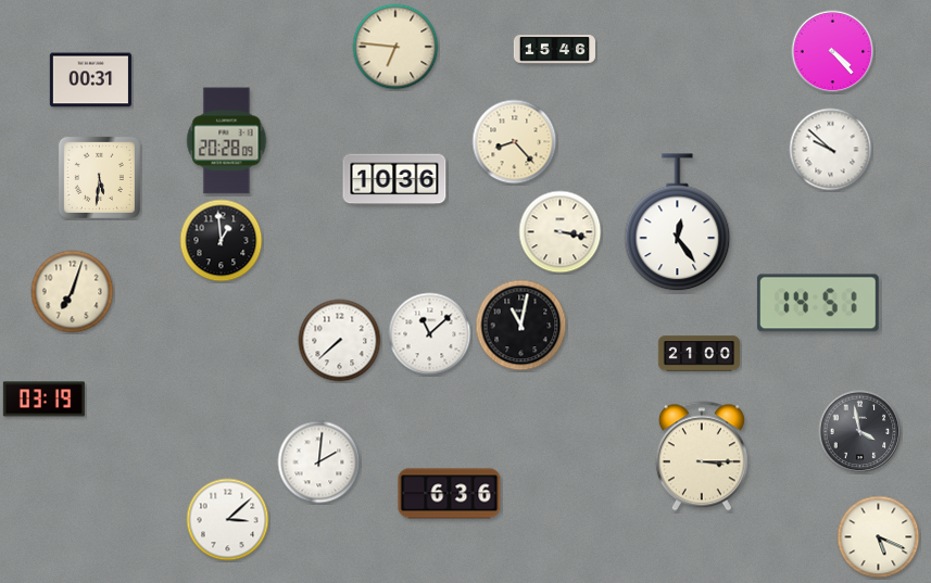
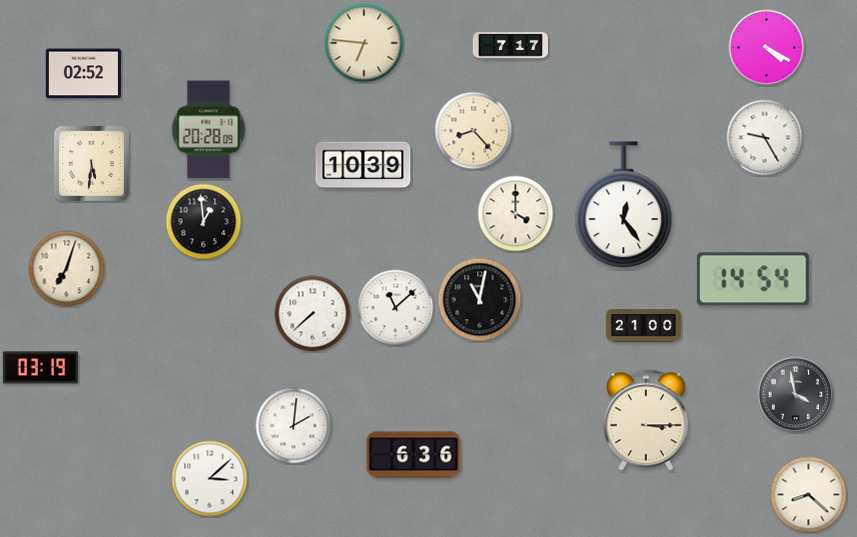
clock at (554, 50): 15:46 -> 7:17
clock at (833, 52): 4:23 -> 4:20
clock at (90, 80): 00:31 -> 02:52
clock at (831, 150): 9:52 -> 9:25
clock at (394, 179): 10:36 -> 10:39
clock at (561, 232): 3:17 -> 4:00
clock at (818, 303): 14:51 -> 14:54
clock at (860, 432) position: (860, 432) -> (796, 395)
clock at (879, 537): 5:19 -> 8:22
